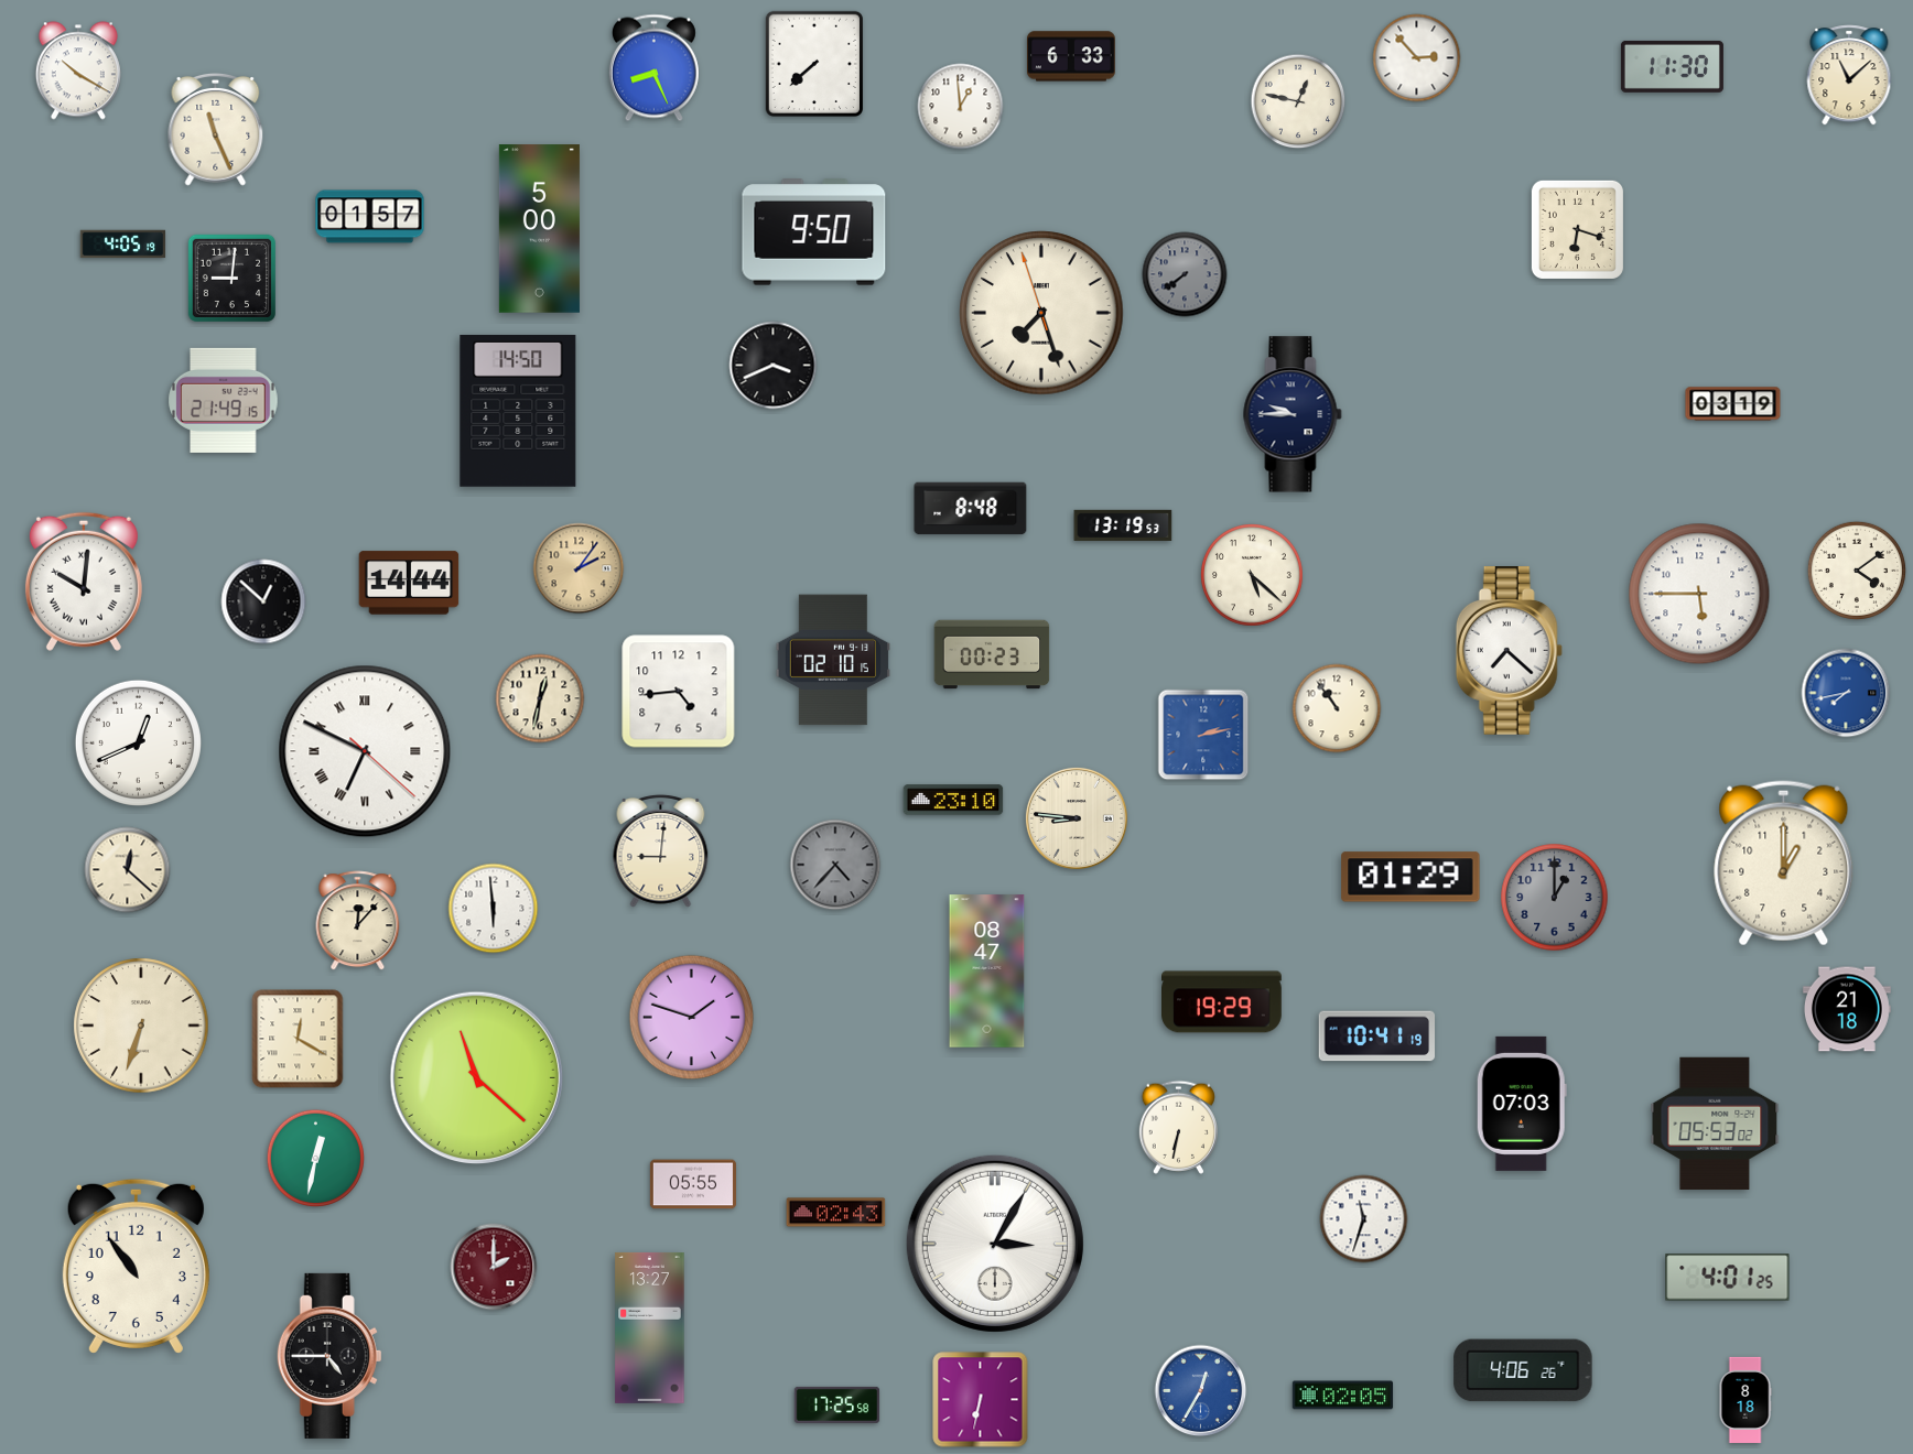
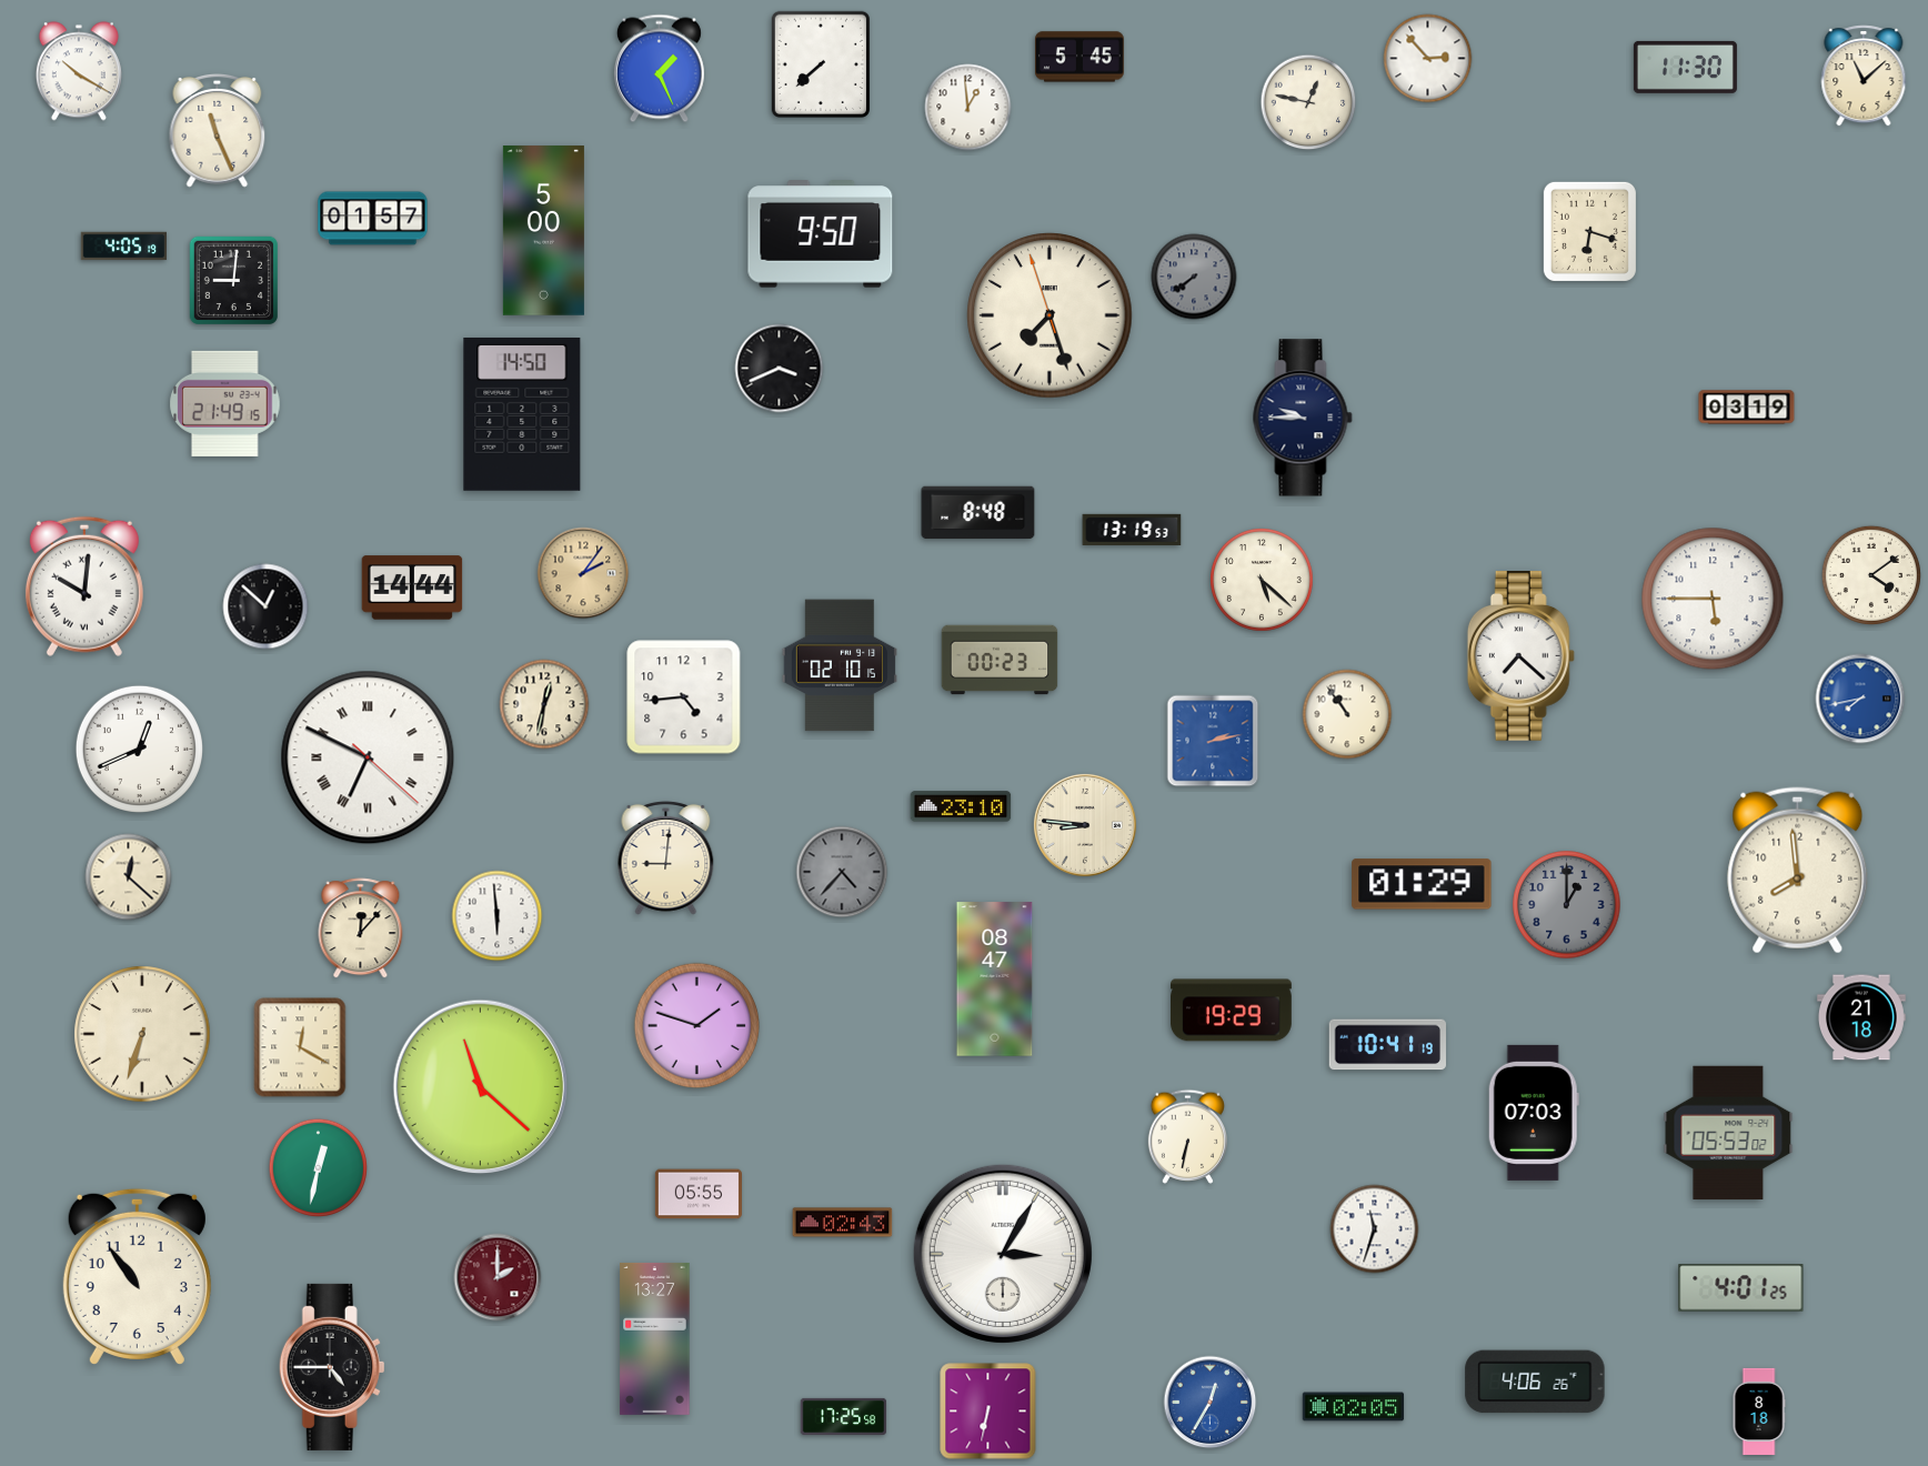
clock at (1071, 56): 6:33 -> 5:45
clock at (653, 68): 8:26 -> 1:26
clock at (1784, 864): 1:00 -> 7:59
